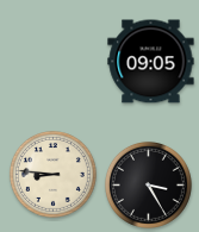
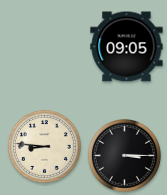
clock at (151, 62) position: (151, 62) -> (127, 47)
clock at (148, 184): 3:25 -> 3:15
